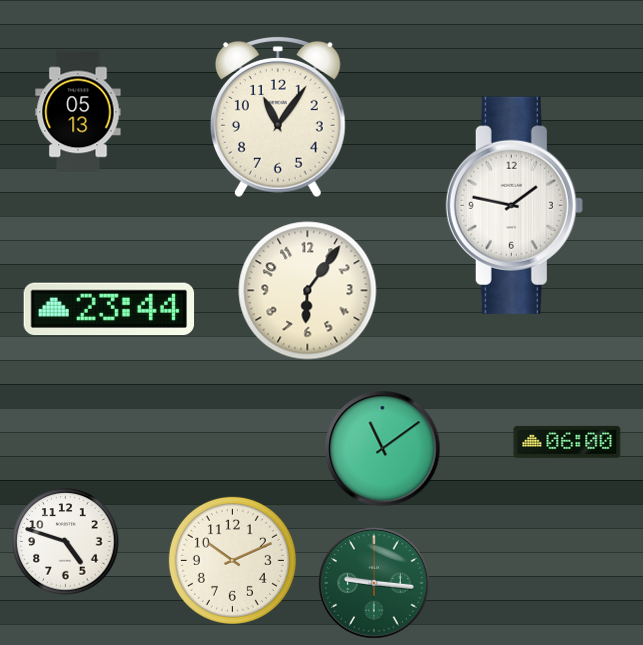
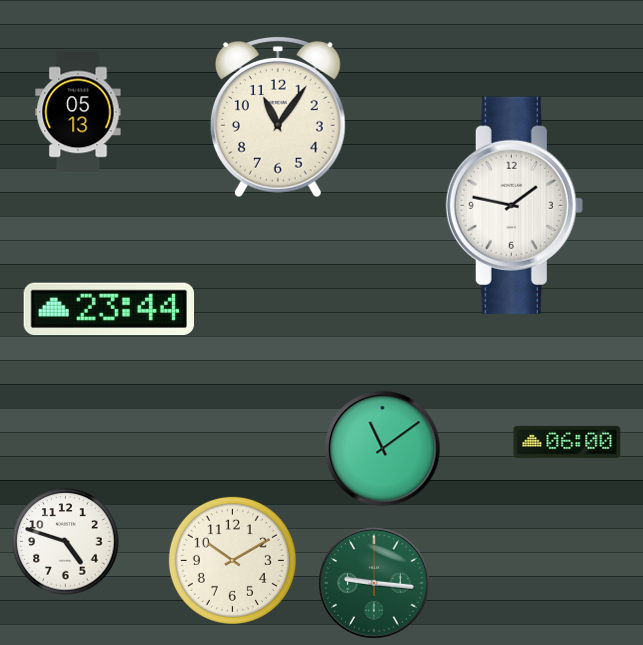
clock at (308, 291): 6:06 -> none
clock at (232, 560): 10:11 -> 10:10
